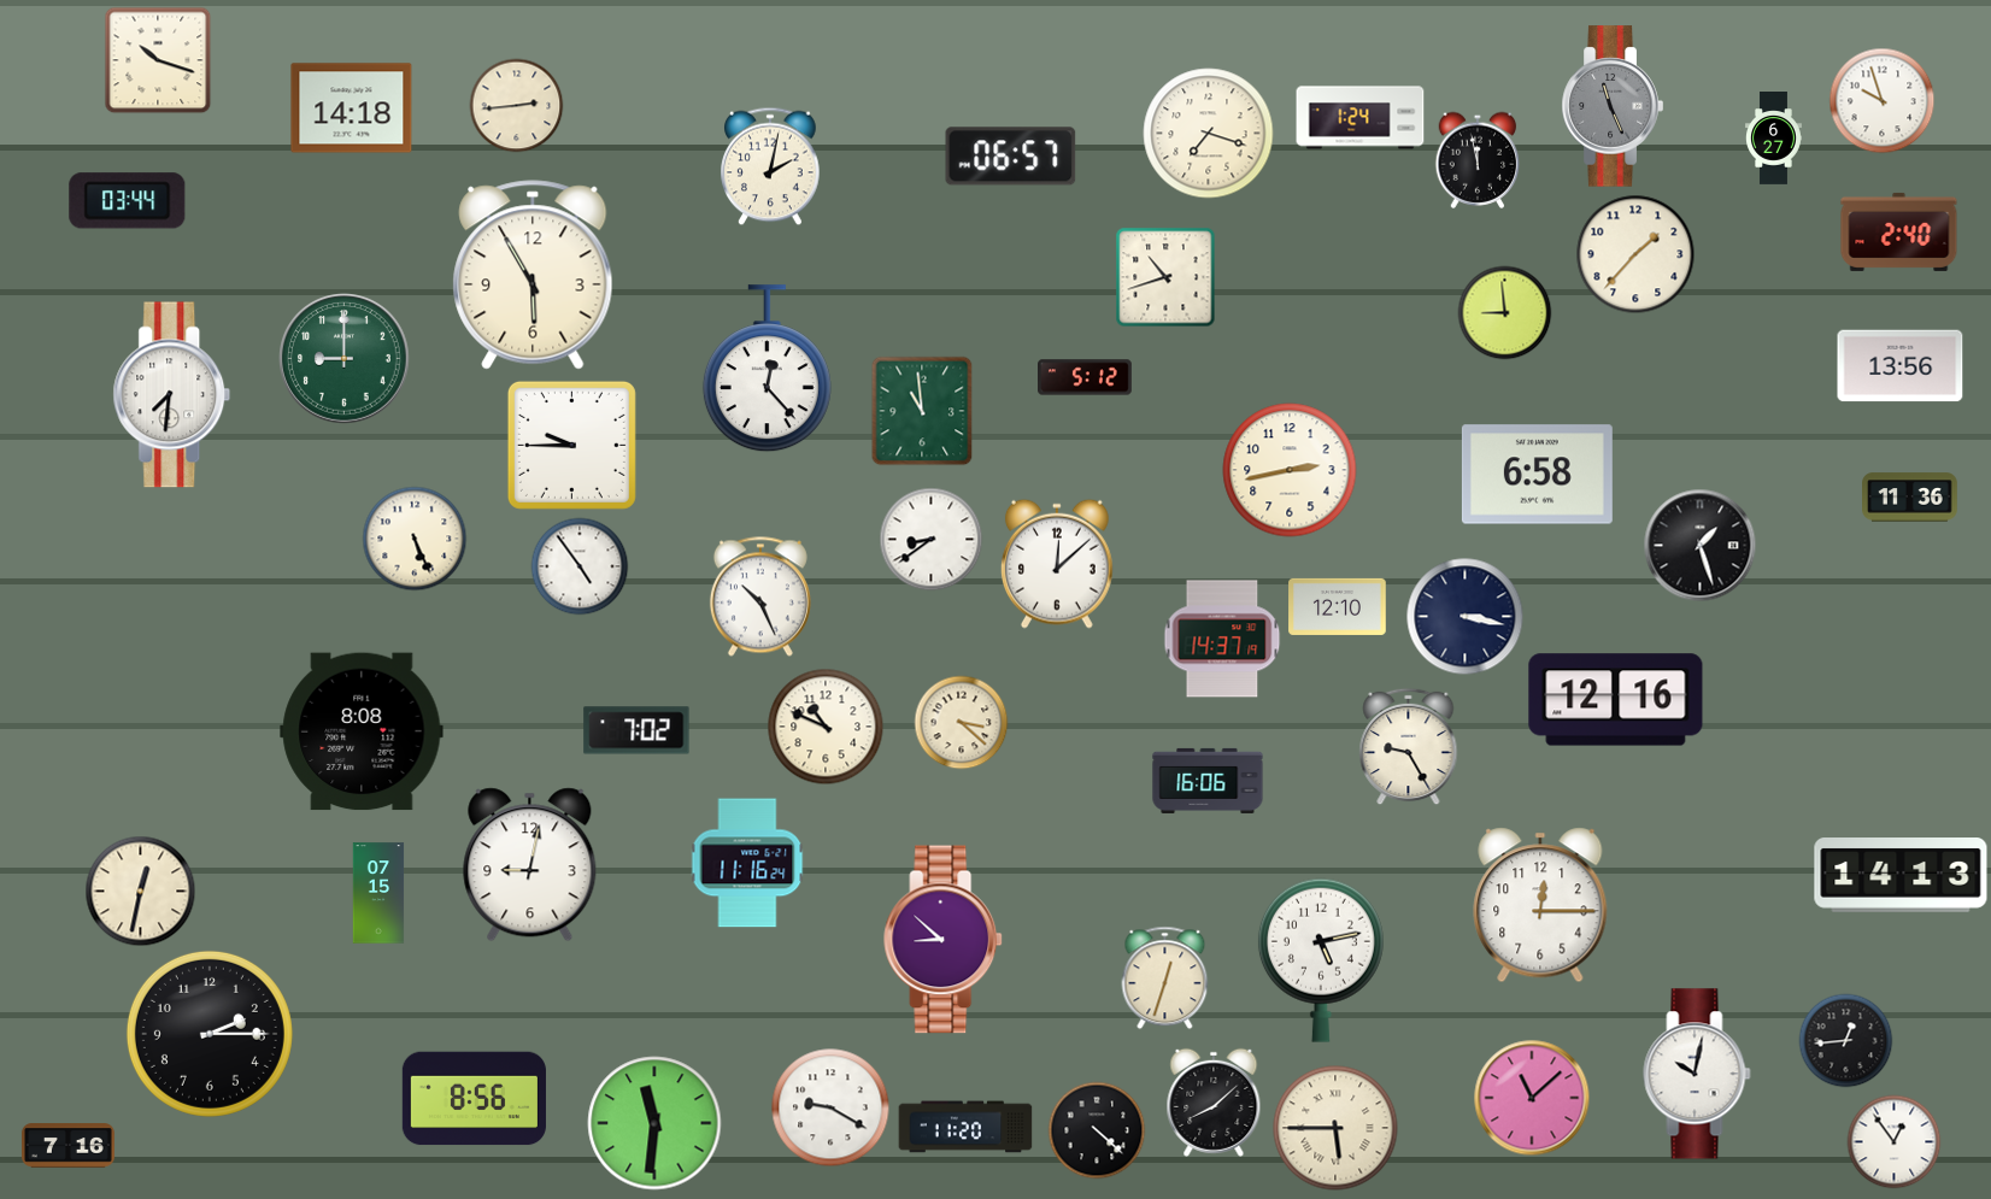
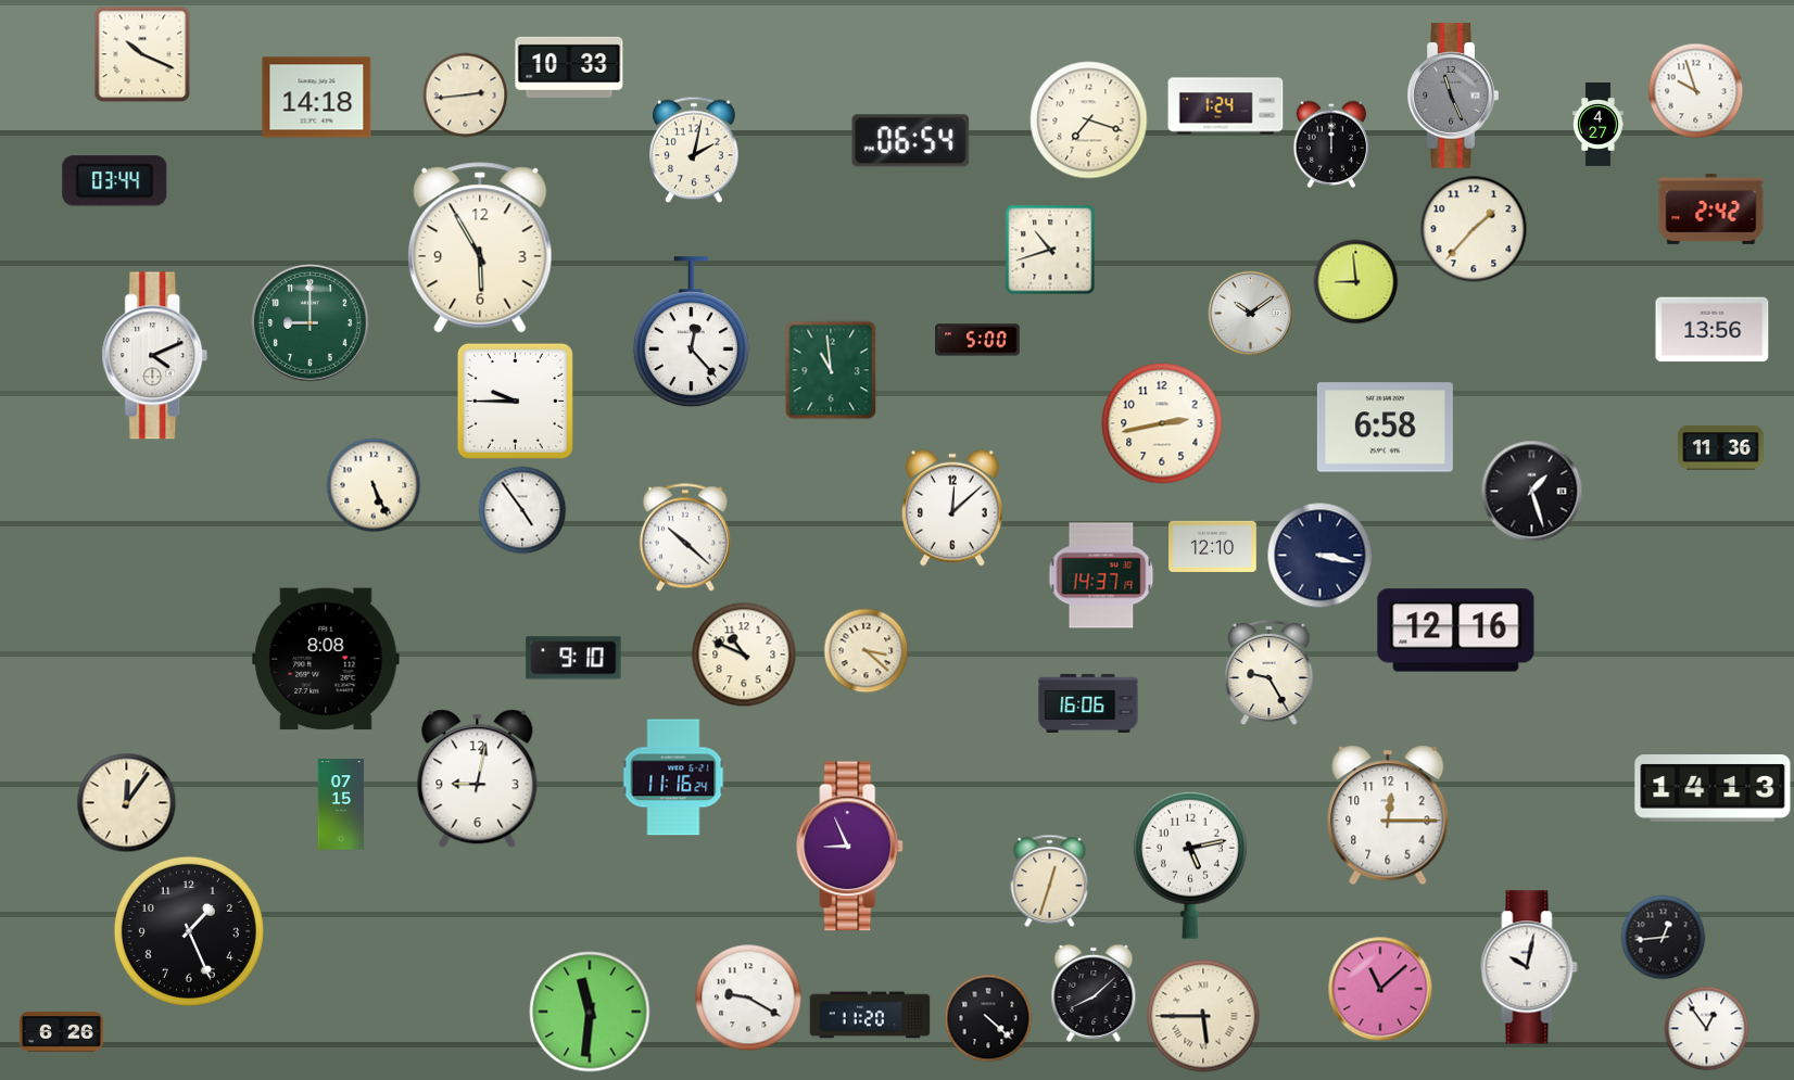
clock at (158, 60): 10:18 -> 10:19
clock at (569, 67): none -> 10:33
clock at (1774, 139): 6:27 -> 4:27
clock at (1011, 157): 06:57 -> 06:54
clock at (1478, 160): 11:58 -> 12:00
clock at (1899, 231): 2:40 -> 2:42
clock at (1250, 313): none -> 10:09
clock at (1086, 377): 5:12 -> 5:00
clock at (172, 395): 7:31 -> 4:11
clock at (930, 539): 8:39 -> none
clock at (760, 596): 10:26 -> 10:22
clock at (1338, 606) position: (1338, 606) -> (1213, 546)
clock at (636, 730): 7:02 -> 9:10
clock at (140, 891): 12:32 -> 12:06
clock at (944, 940): 8:52 -> 8:56
clock at (210, 1034): 2:15 -> 1:26
clock at (474, 1099): 8:56 -> none
clock at (69, 1146): 7:16 -> 6:26
